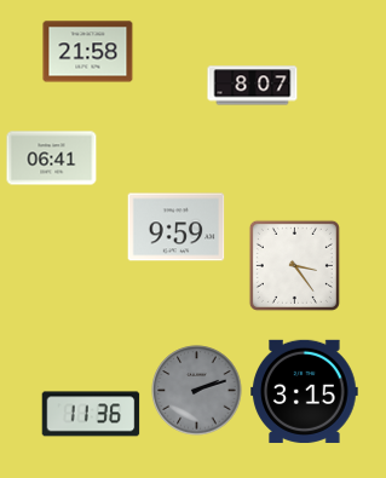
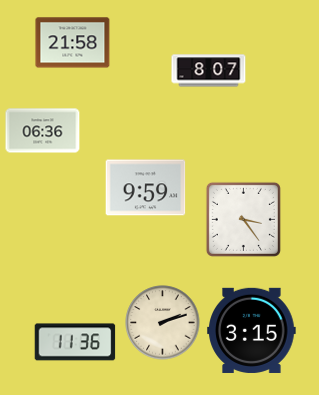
clock at (52, 159): 06:41 -> 06:36
clock at (197, 391) dial: grey -> cream
clock at (305, 391) position: (305, 391) -> (252, 330)
